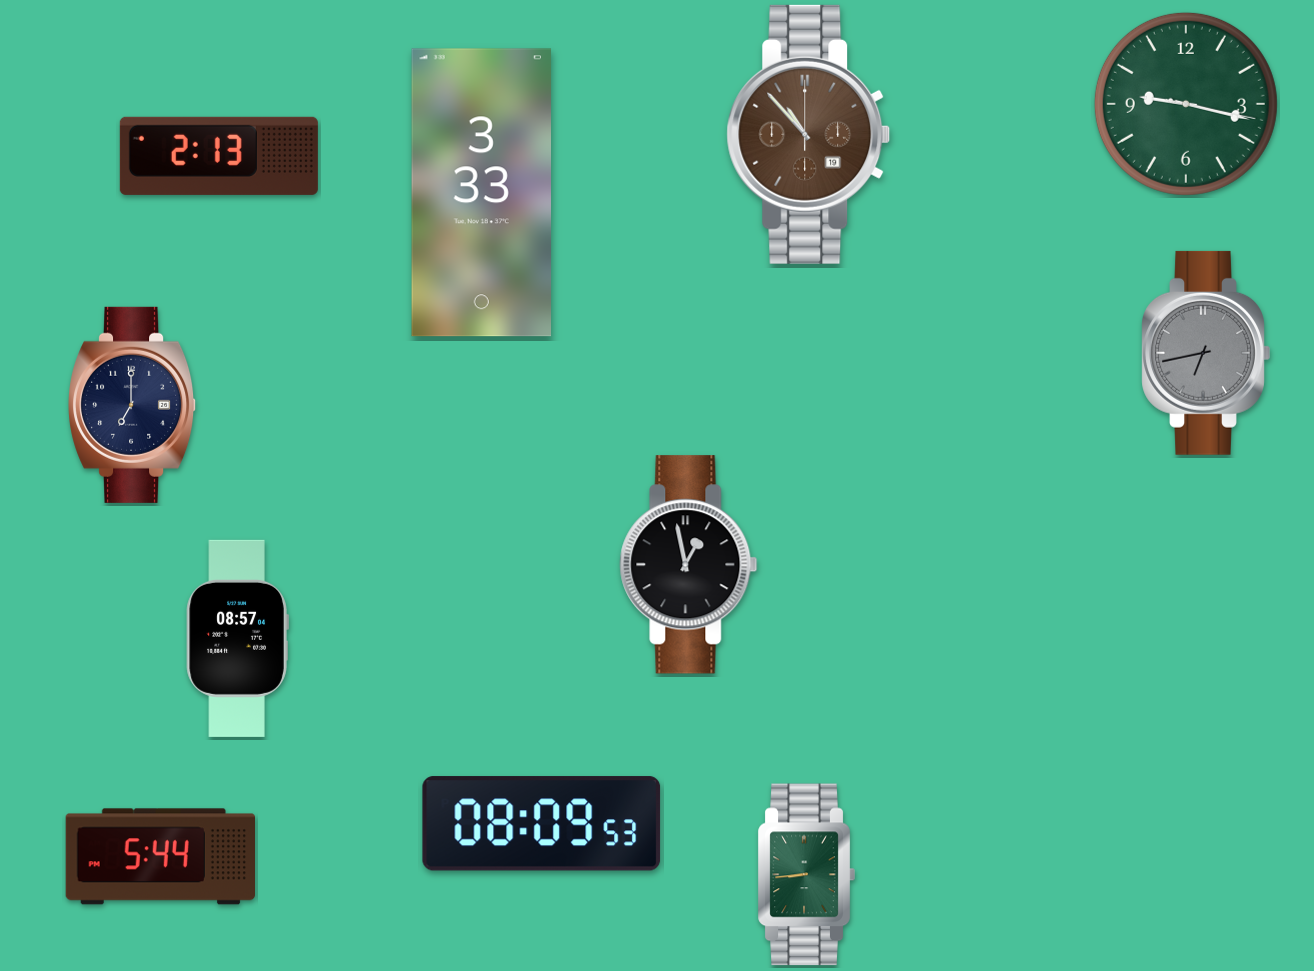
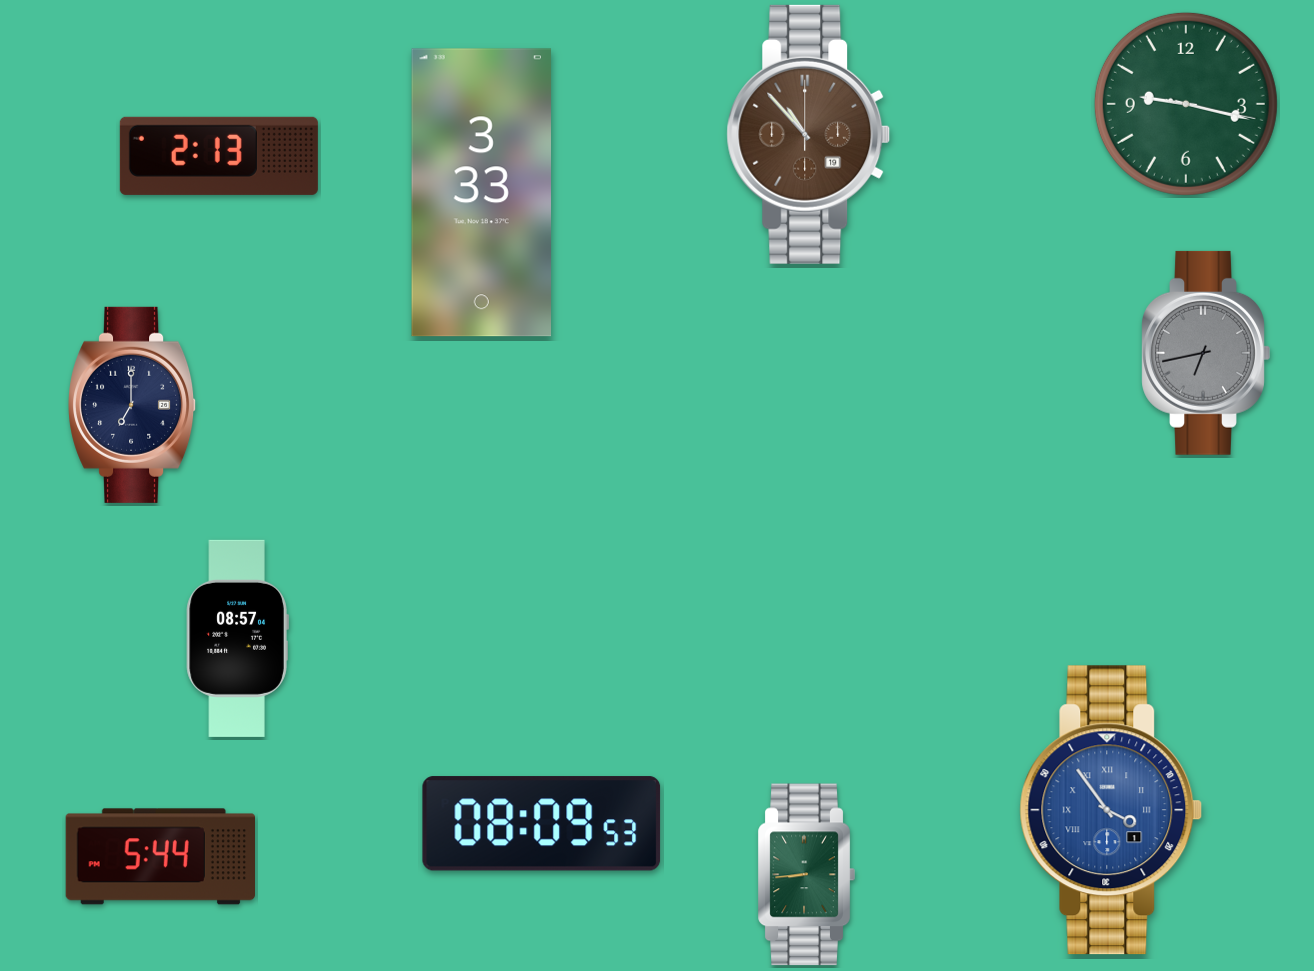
clock at (689, 565): 12:58 -> none
clock at (1111, 810): none -> 3:54
